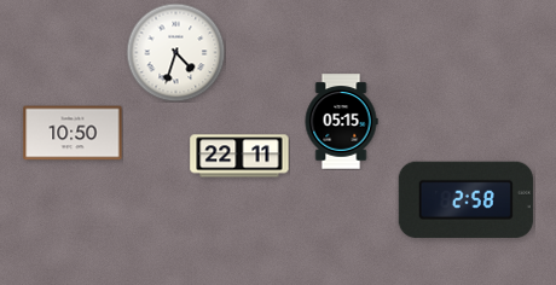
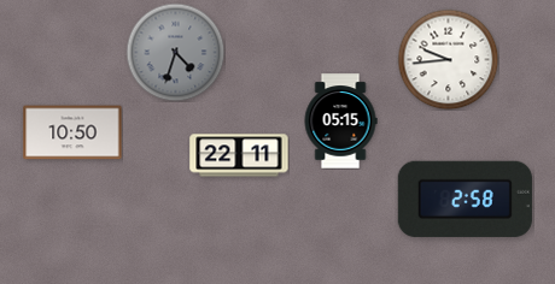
clock at (175, 52) dial: white -> grey
clock at (448, 59): none -> 9:44
